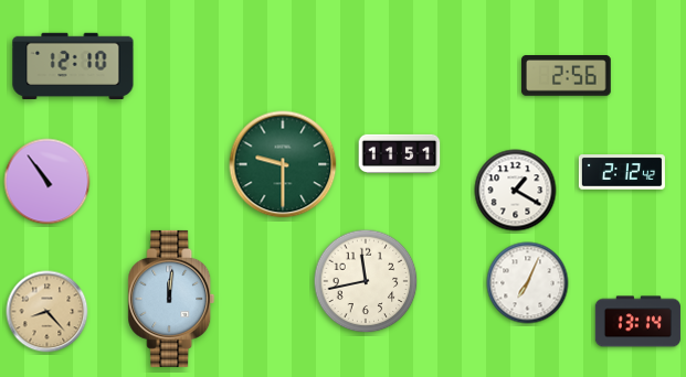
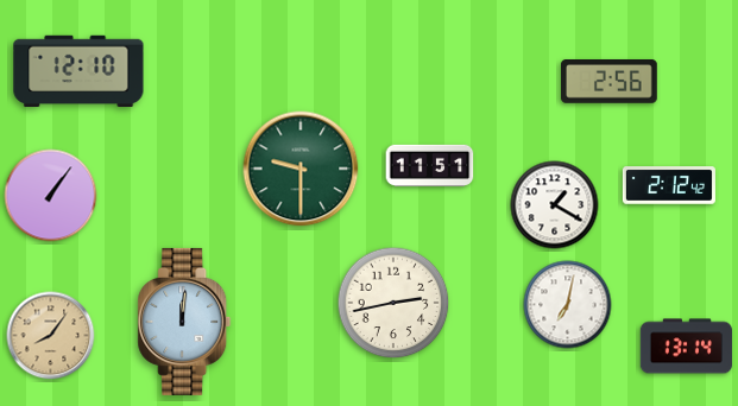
clock at (283, 164) position: (283, 164) -> (301, 169)
clock at (48, 182): 10:54 -> 1:06
clock at (366, 281): 11:43 -> 2:43
clock at (528, 283): 7:04 -> 7:02
clock at (48, 312): 8:23 -> 8:06
